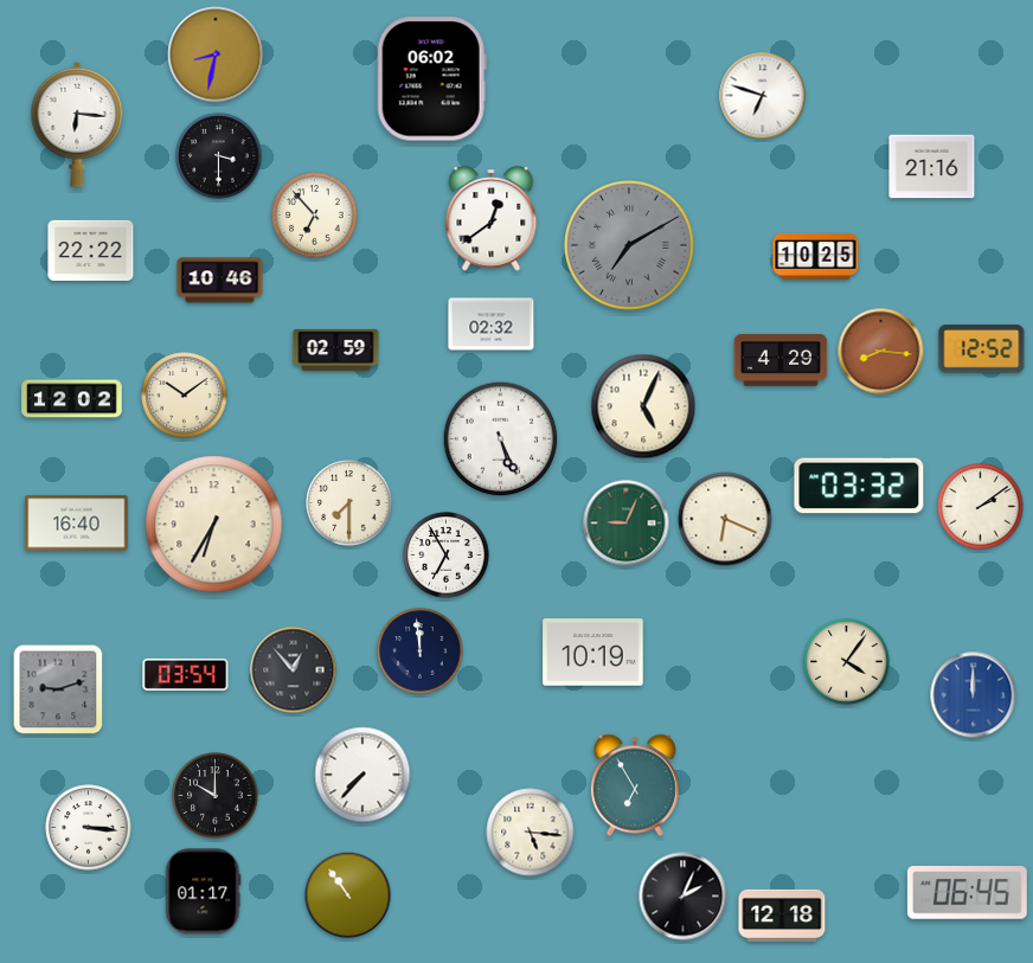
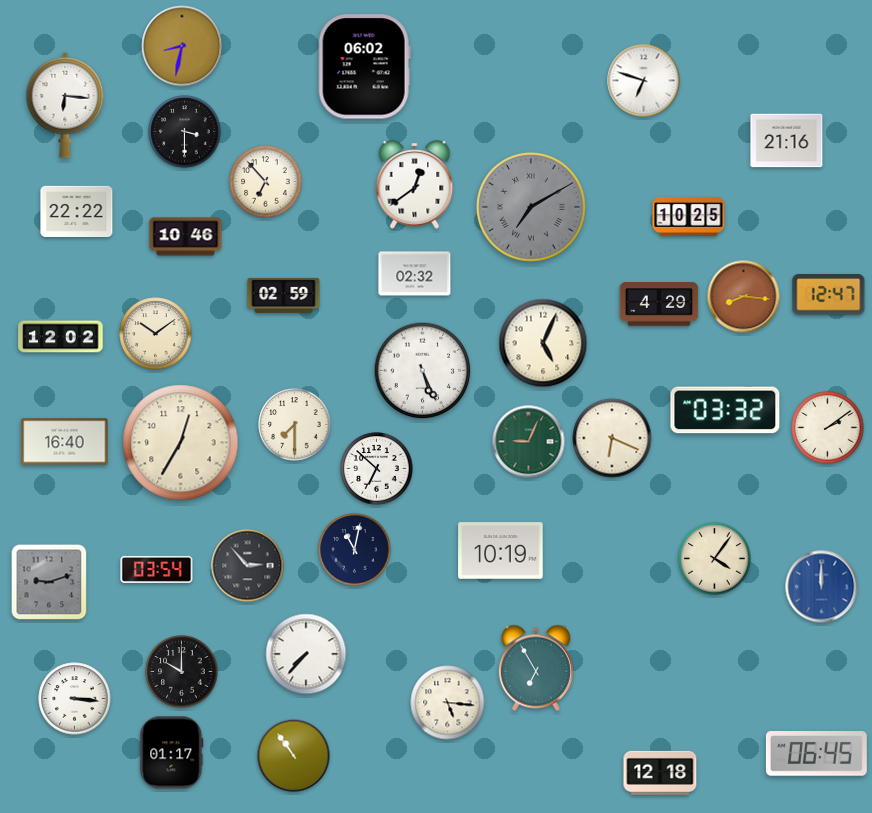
clock at (982, 349): 12:52 -> 12:47
clock at (214, 525): 6:35 -> 12:35
clock at (447, 556): 6:55 -> 6:52
clock at (421, 651): 11:59 -> 11:02
clock at (294, 670): 12:53 -> 2:53
clock at (635, 785) position: (635, 785) -> (536, 668)
clock at (684, 897): 2:04 -> none
